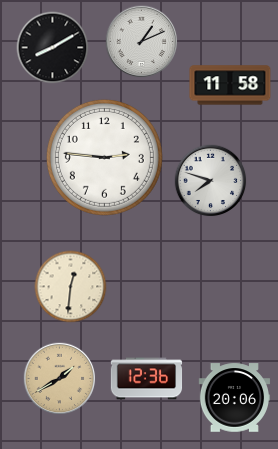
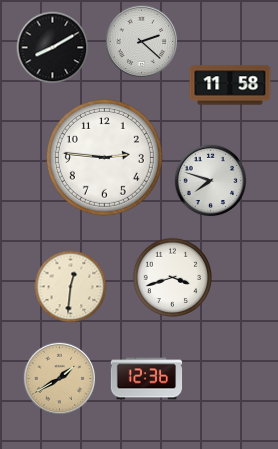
clock at (142, 42): 1:11 -> 2:22
clock at (172, 277): none -> 3:42
clock at (235, 398): 20:06 -> none
